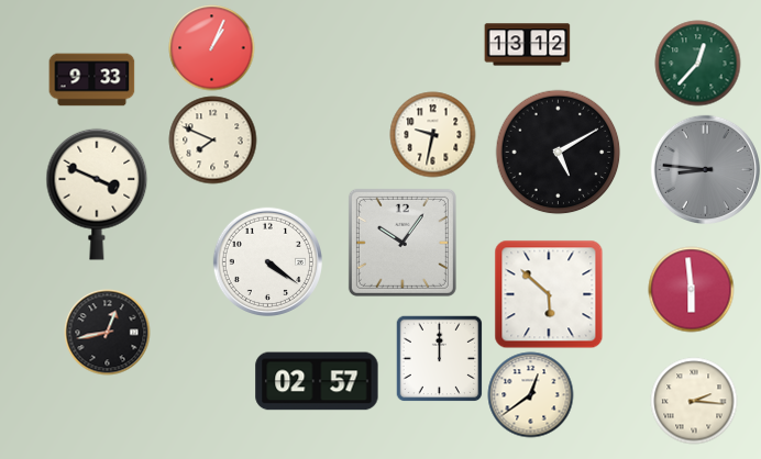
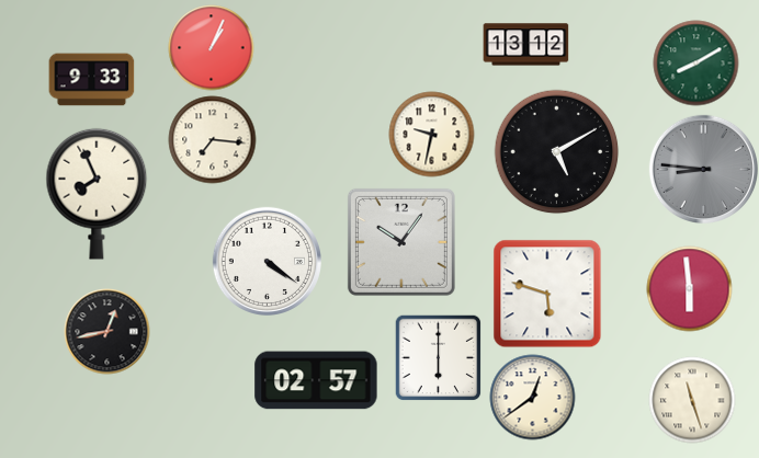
clock at (697, 63): 12:37 -> 8:10
clock at (212, 139): 7:49 -> 7:16
clock at (97, 194): 3:49 -> 7:56
clock at (549, 294): 5:52 -> 5:48
clock at (439, 358): 12:00 -> 6:00
clock at (530, 394) position: (530, 394) -> (532, 397)
clock at (694, 401): 2:16 -> 11:27
